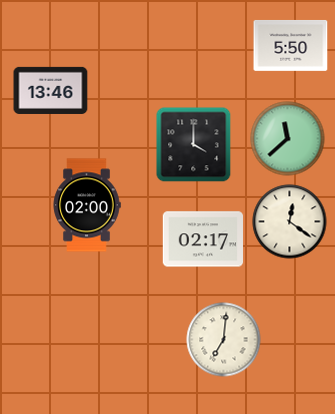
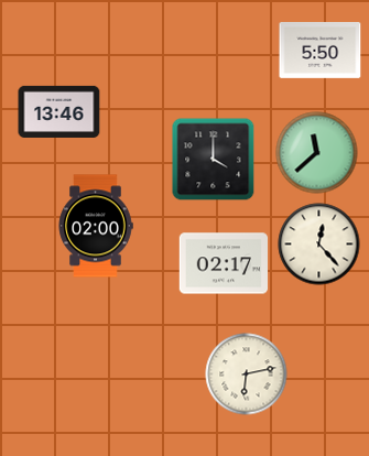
clock at (51, 90) position: (51, 90) -> (59, 111)
clock at (290, 222): 12:21 -> 12:23
clock at (224, 340): 7:01 -> 6:13
